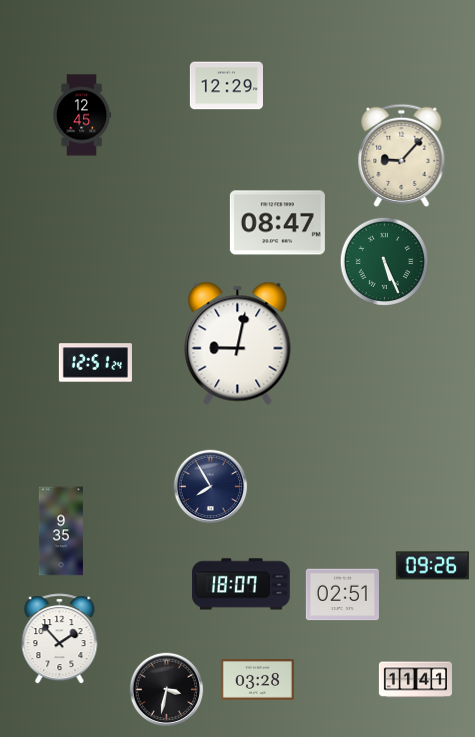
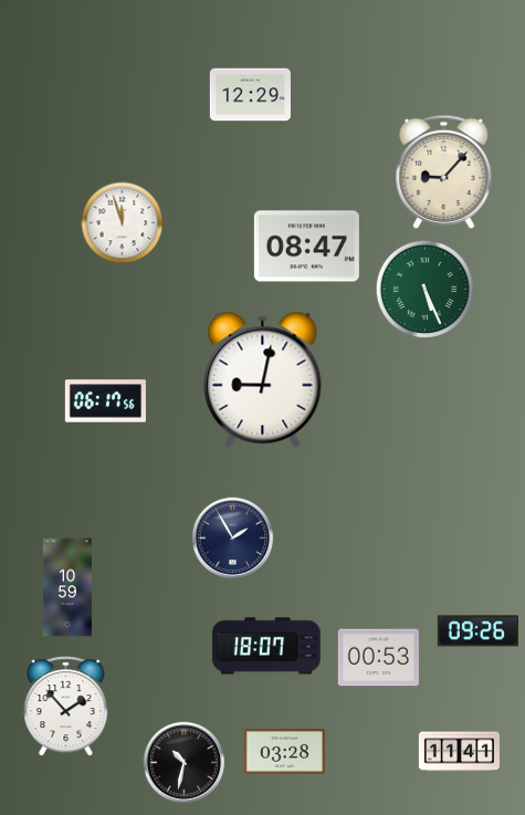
clock at (82, 115): 12:45 -> none
clock at (123, 223): none -> 11:57
clock at (95, 363): 12:51 -> 06:17
clock at (211, 487): 7:55 -> 1:55
clock at (61, 531): 9:35 -> 10:59
clock at (432, 566) position: (432, 566) -> (477, 631)
clock at (342, 595): 02:51 -> 00:53
clock at (167, 690): 3:32 -> 10:32
